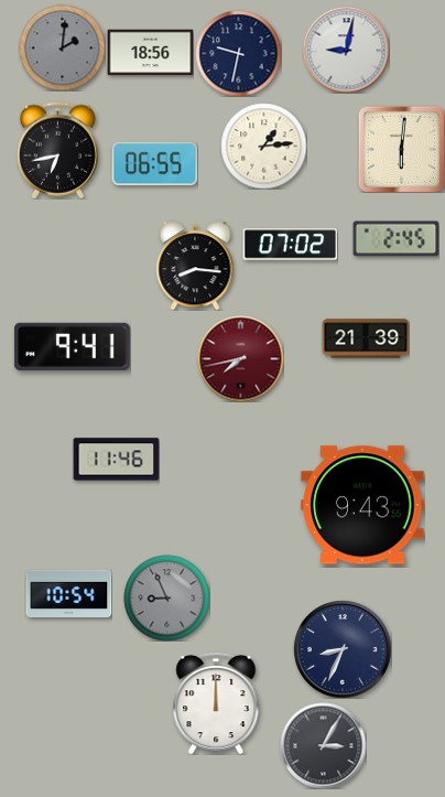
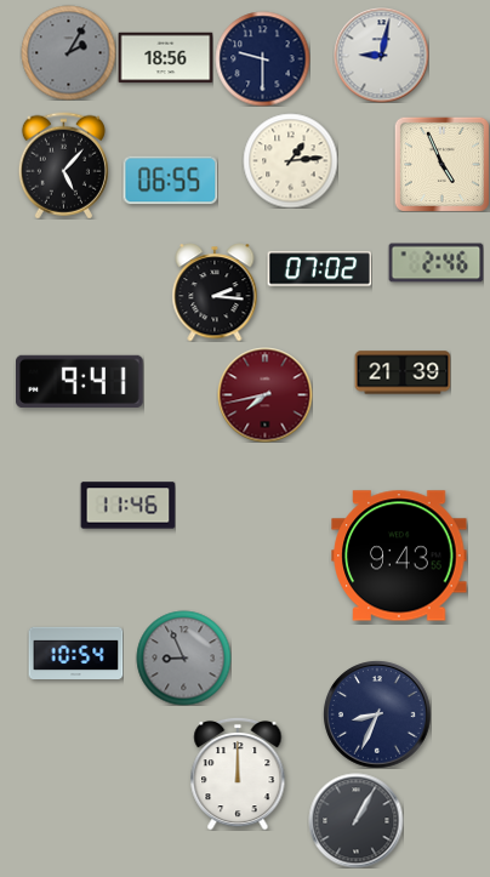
clock at (62, 47): 2:01 -> 2:05
clock at (238, 53): 9:32 -> 9:30
clock at (401, 149): 6:01 -> 4:56
clock at (57, 150): 6:43 -> 5:07
clock at (395, 239): 2:45 -> 2:46
clock at (195, 266): 8:16 -> 2:16
clock at (323, 745): 3:05 -> 1:05
